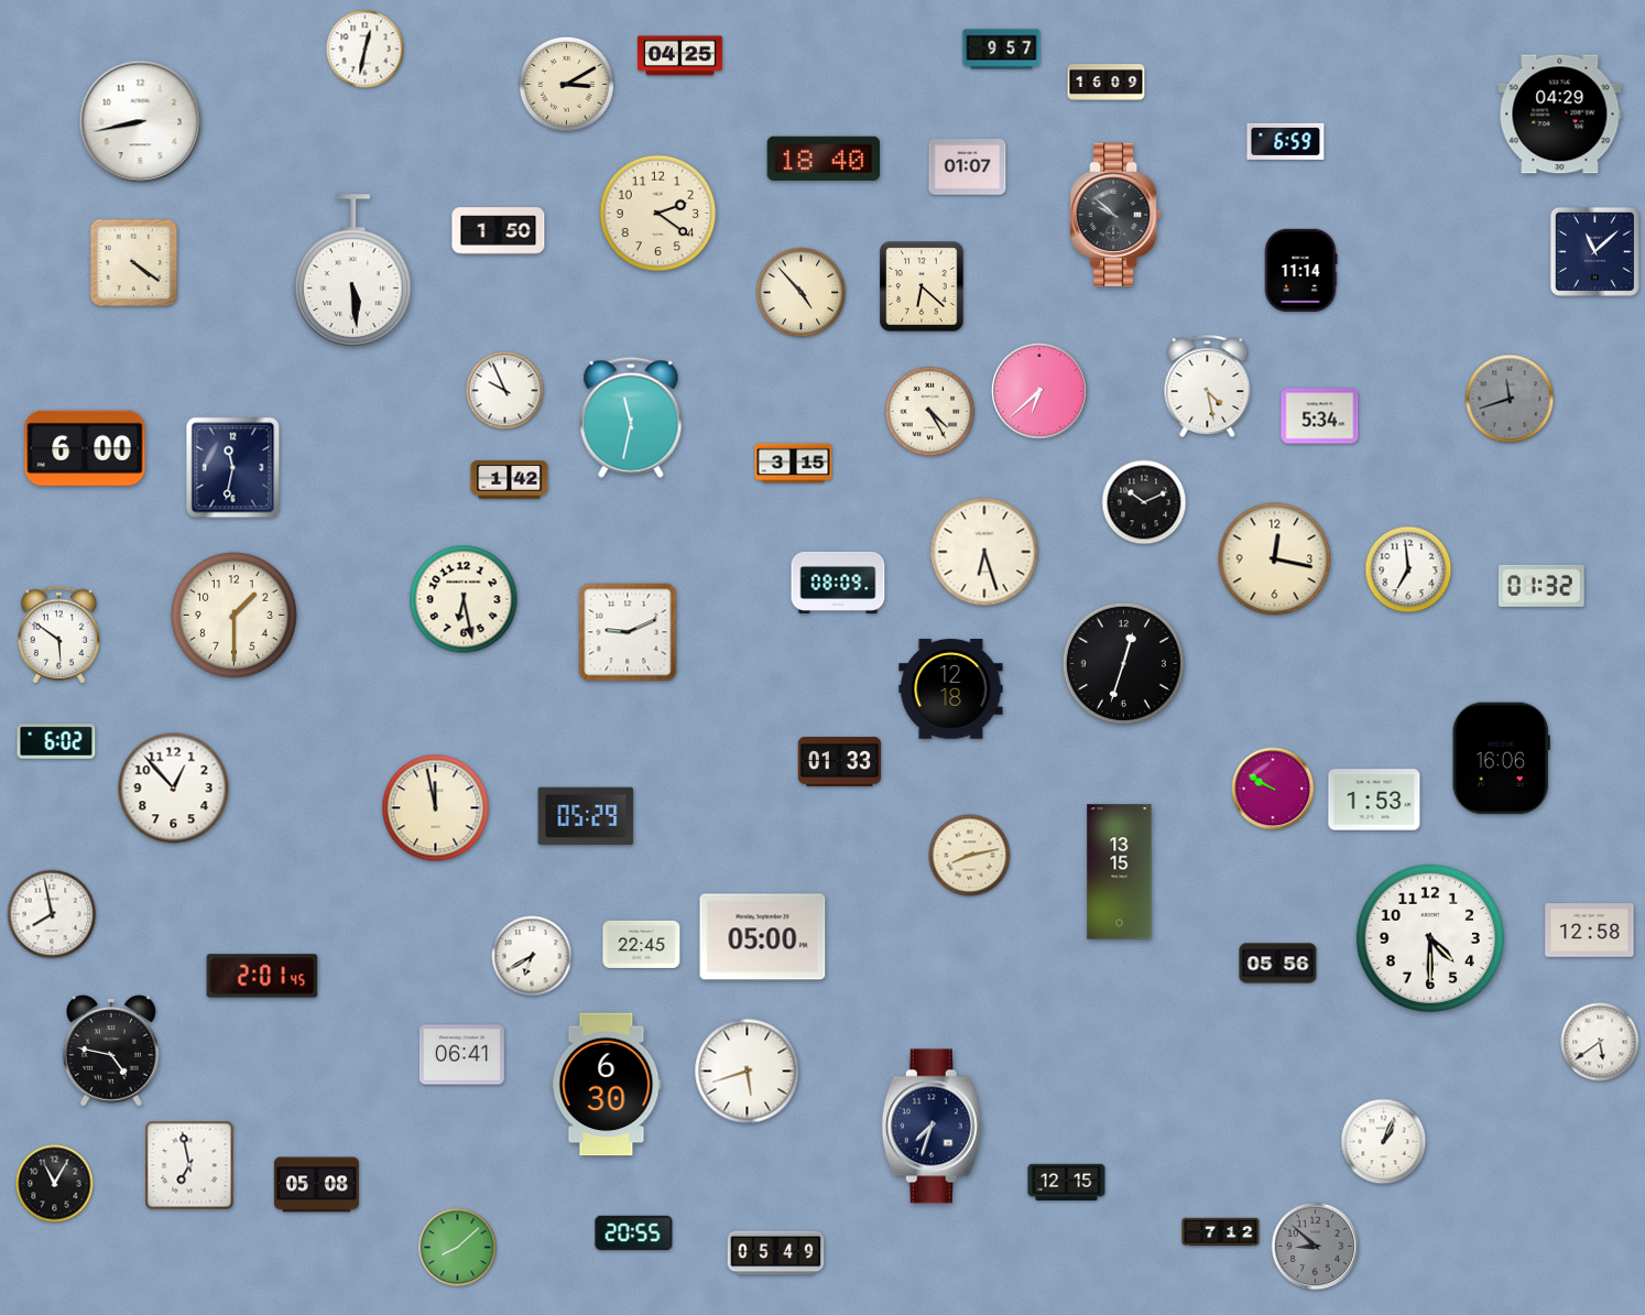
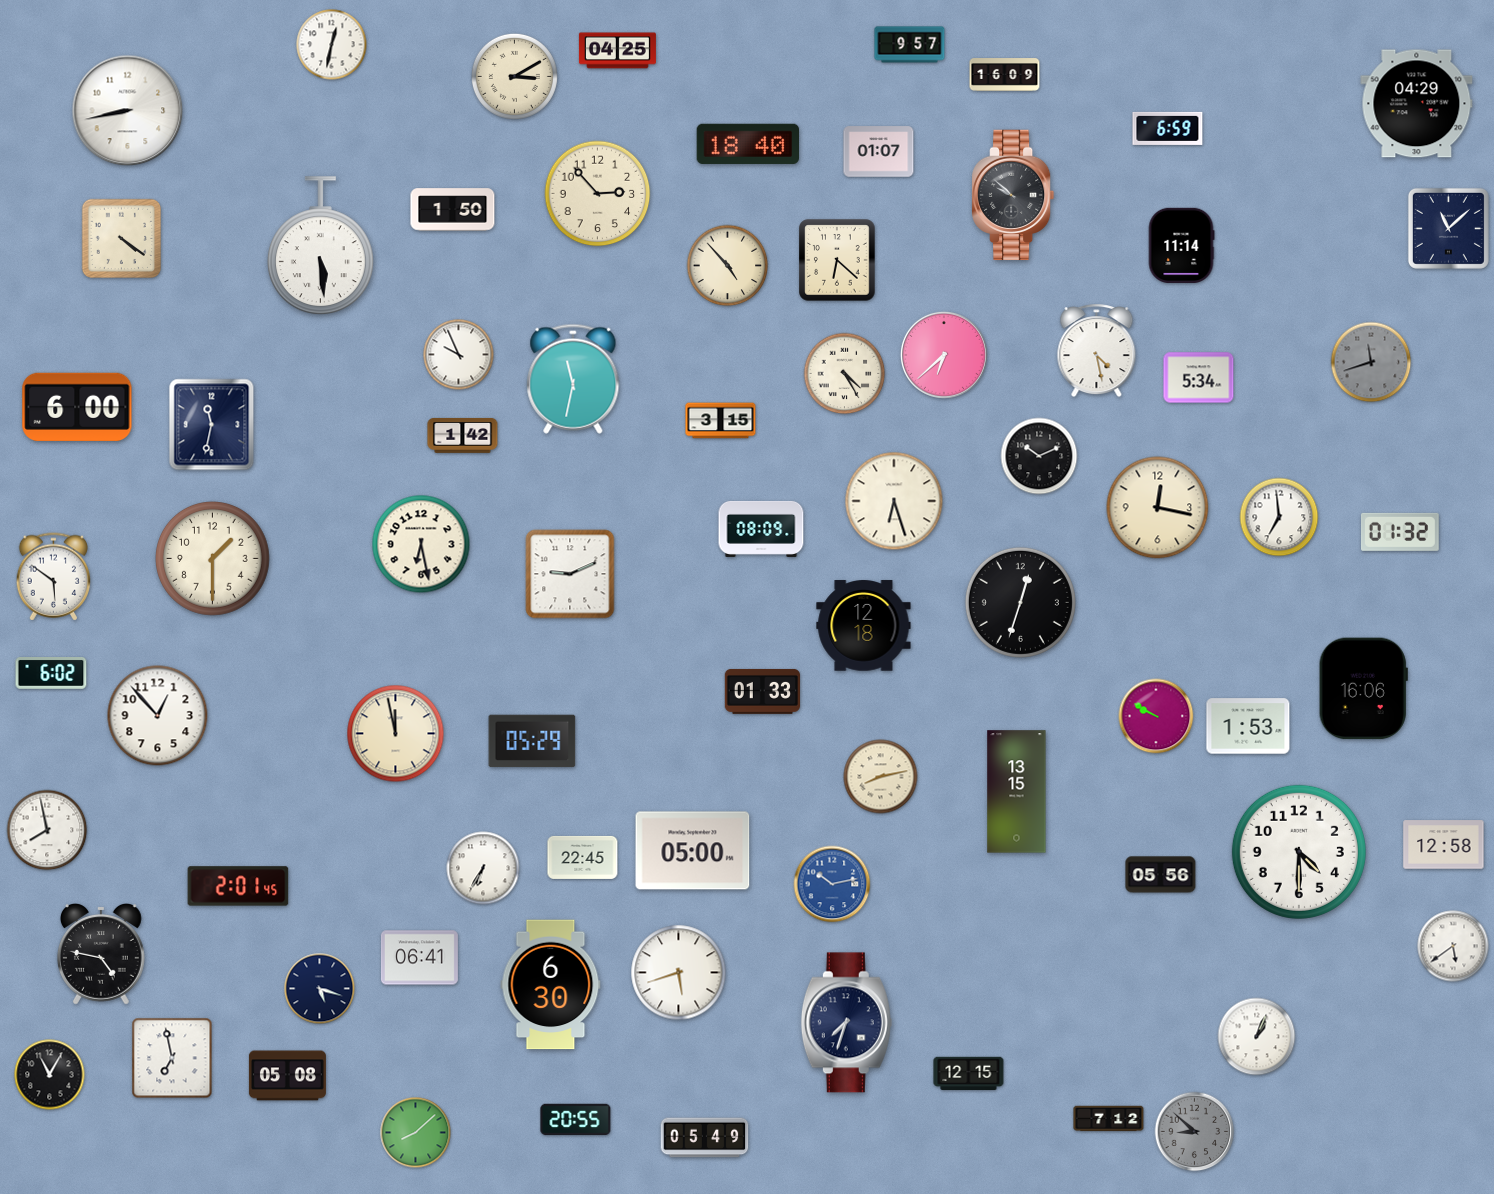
clock at (658, 214): 2:21 -> 2:53
clock at (532, 956): 6:40 -> 6:35
clock at (832, 884): none -> 10:13
clock at (320, 989): none -> 5:18
